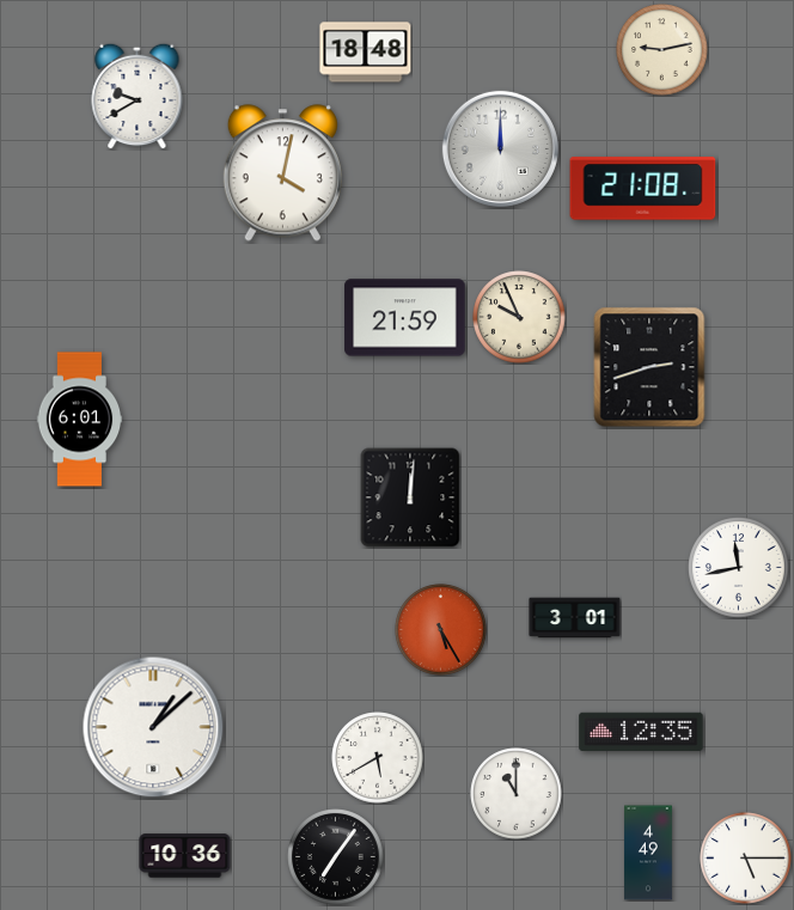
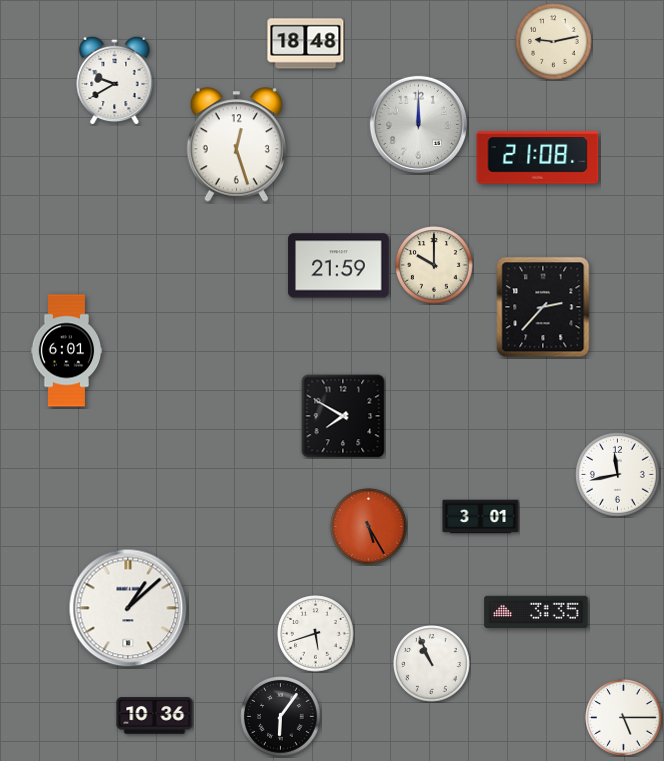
clock at (282, 173): 4:02 -> 12:27
clock at (519, 317): 9:56 -> 10:00
clock at (649, 367): 2:42 -> 2:37
clock at (410, 497): 12:01 -> 7:50
clock at (641, 732): 12:35 -> 3:35
clock at (378, 758): 5:40 -> 5:42
clock at (517, 794): 11:00 -> 10:56
clock at (648, 853): 4:49 -> none
clock at (336, 857): 7:06 -> 6:06
